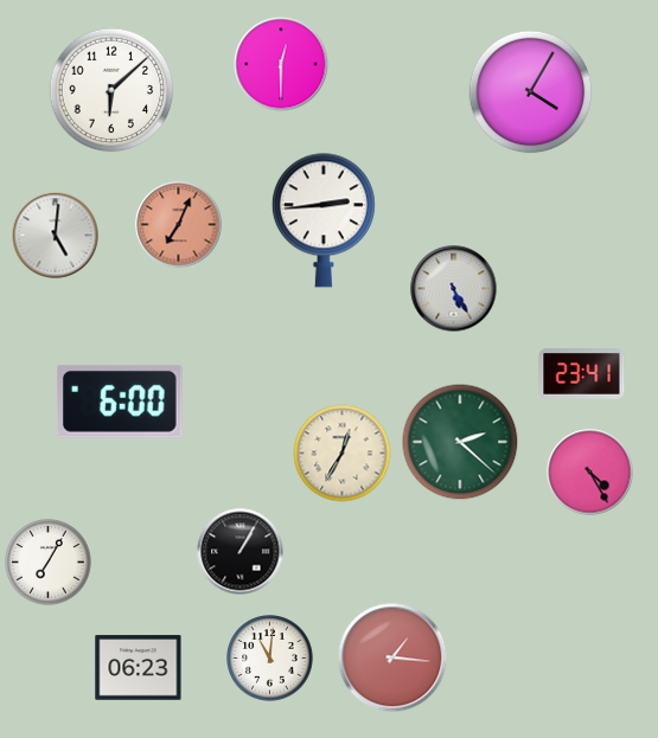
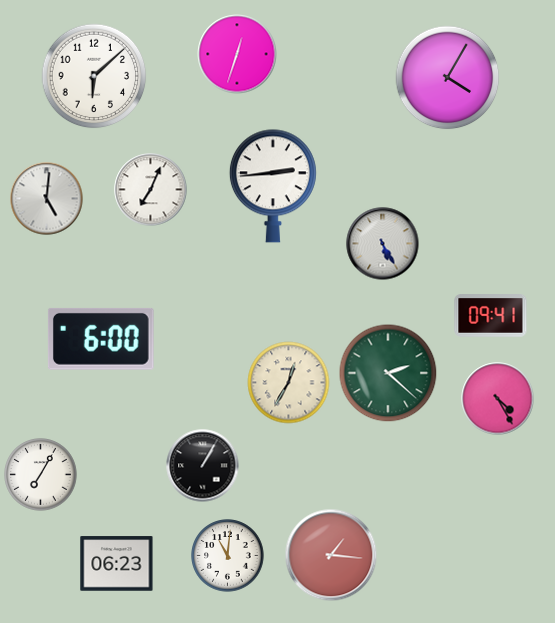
clock at (281, 64): 12:30 -> 12:33
clock at (179, 225) dial: salmon -> white
clock at (582, 374): 23:41 -> 09:41
